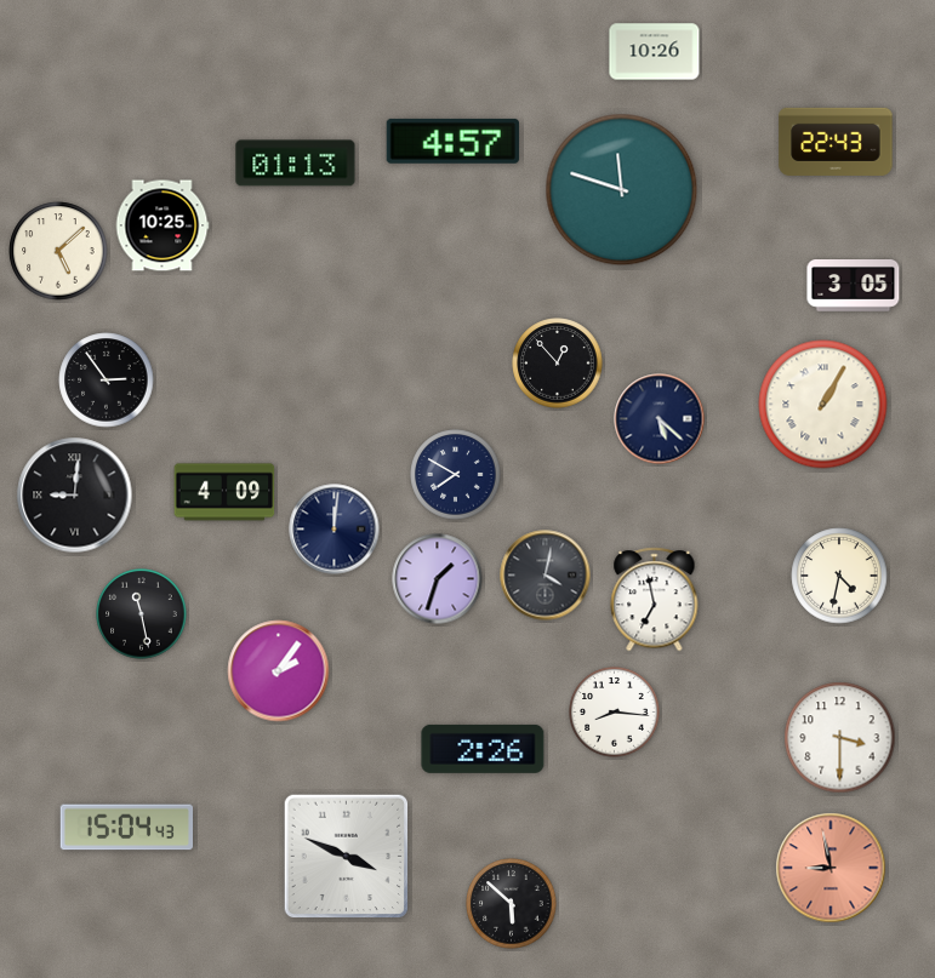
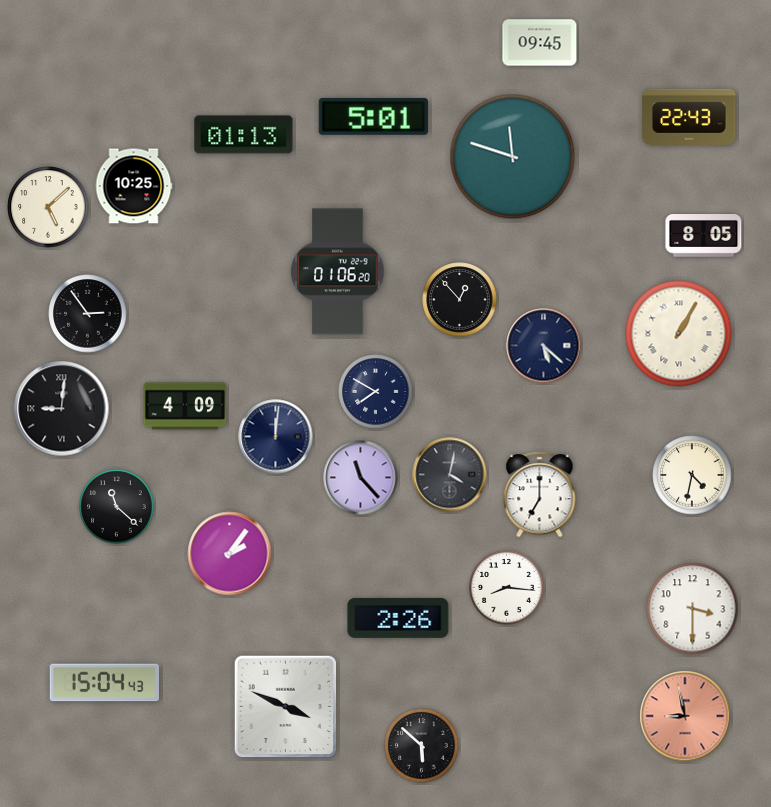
clock at (655, 52): 10:26 -> 09:45
clock at (452, 141): 4:57 -> 5:01
clock at (854, 286): 3:05 -> 8:05
clock at (338, 272): none -> 01:06
clock at (438, 579): 1:33 -> 11:23
clock at (655, 600): 6:58 -> 7:00
clock at (142, 614): 11:28 -> 11:22
